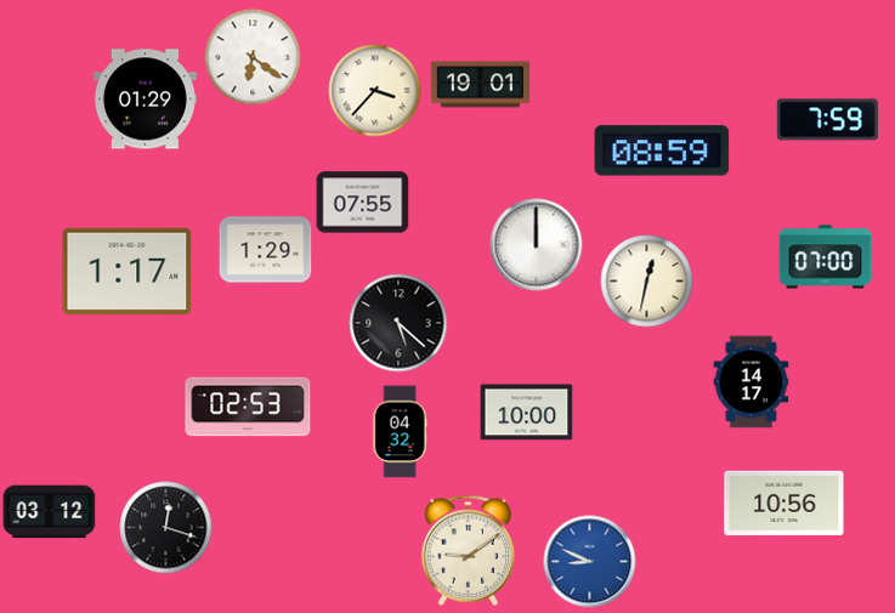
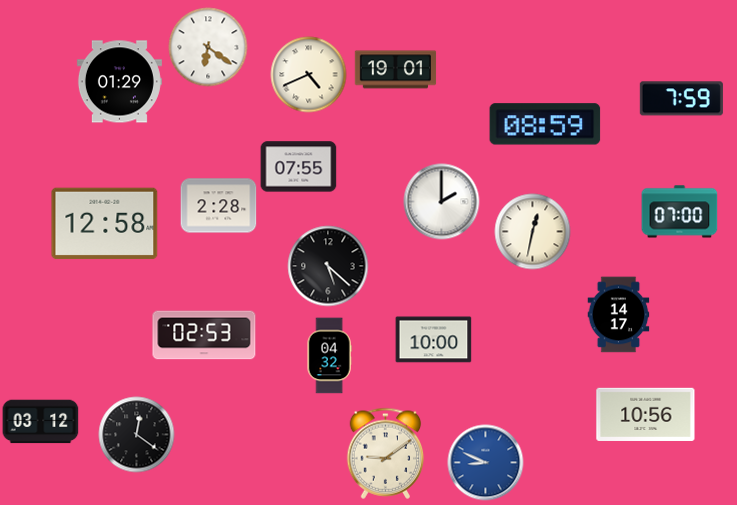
clock at (375, 91): 3:37 -> 4:41
clock at (537, 245): 12:00 -> 2:00
clock at (266, 250): 1:29 -> 2:28
clock at (128, 272): 1:17 -> 12:58
clock at (166, 528): 12:18 -> 12:21
